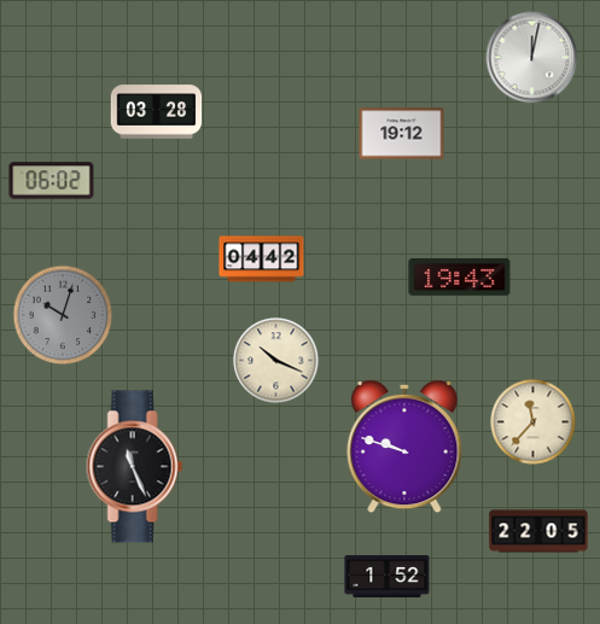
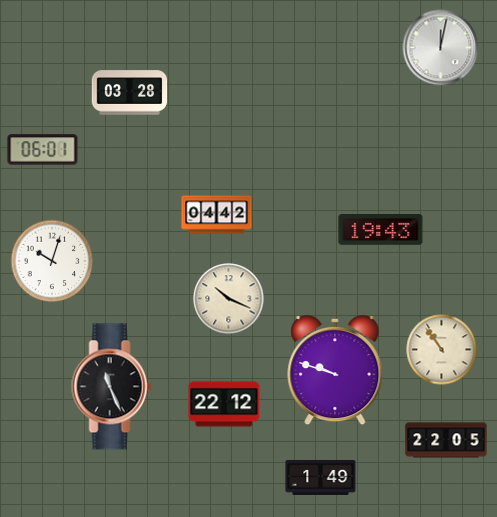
clock at (402, 134): 19:12 -> none
clock at (52, 181): 06:02 -> 06:01
clock at (63, 315) dial: grey -> white
clock at (534, 422): 11:37 -> 10:54
clock at (224, 404): none -> 22:12
clock at (388, 576): 1:52 -> 1:49
